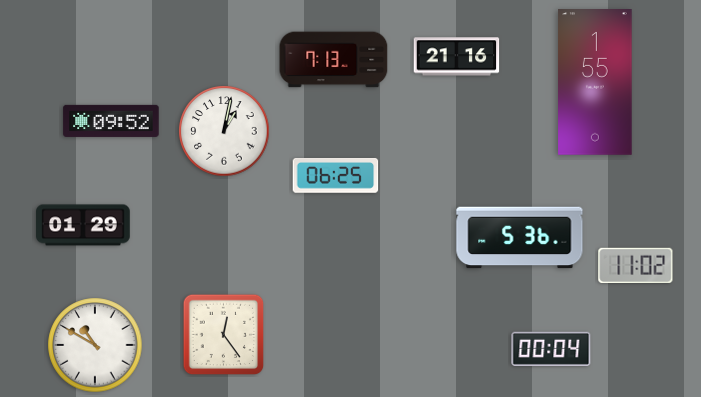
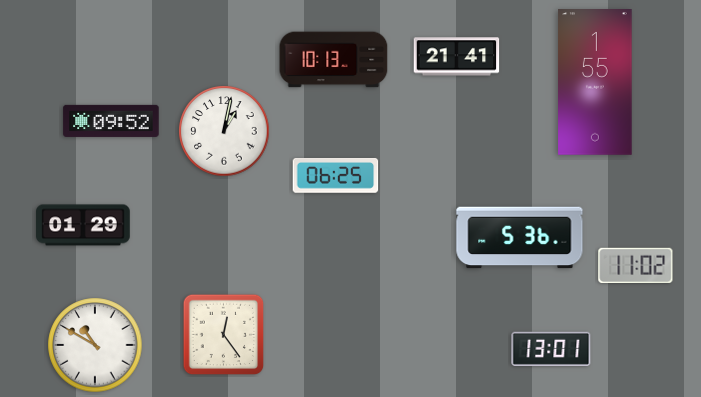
clock at (457, 57): 21:16 -> 21:41
clock at (334, 60): 7:13 -> 10:13
clock at (551, 349): 00:04 -> 13:01
